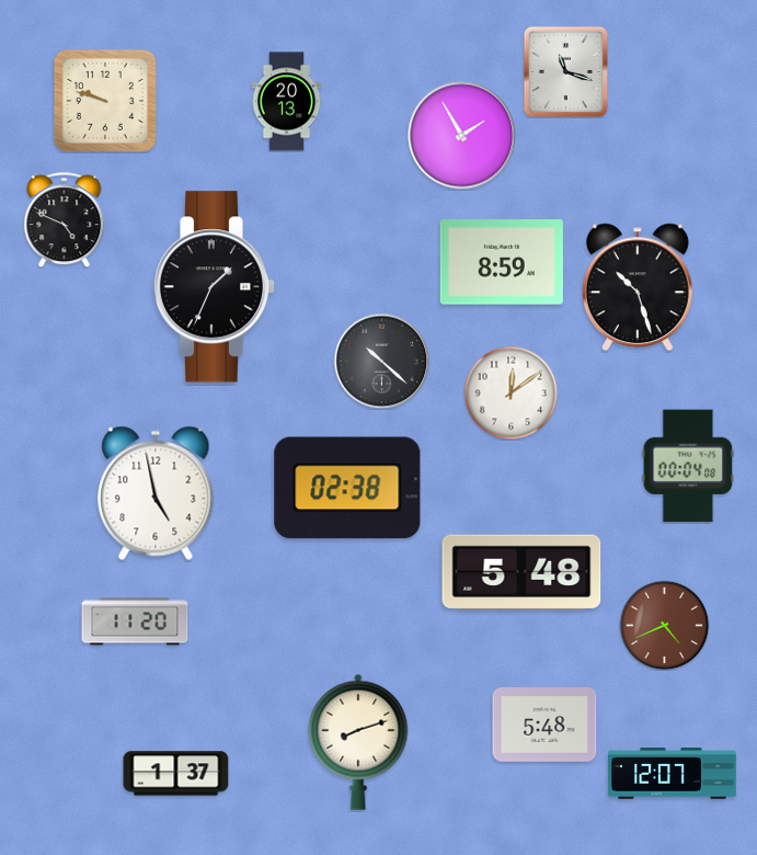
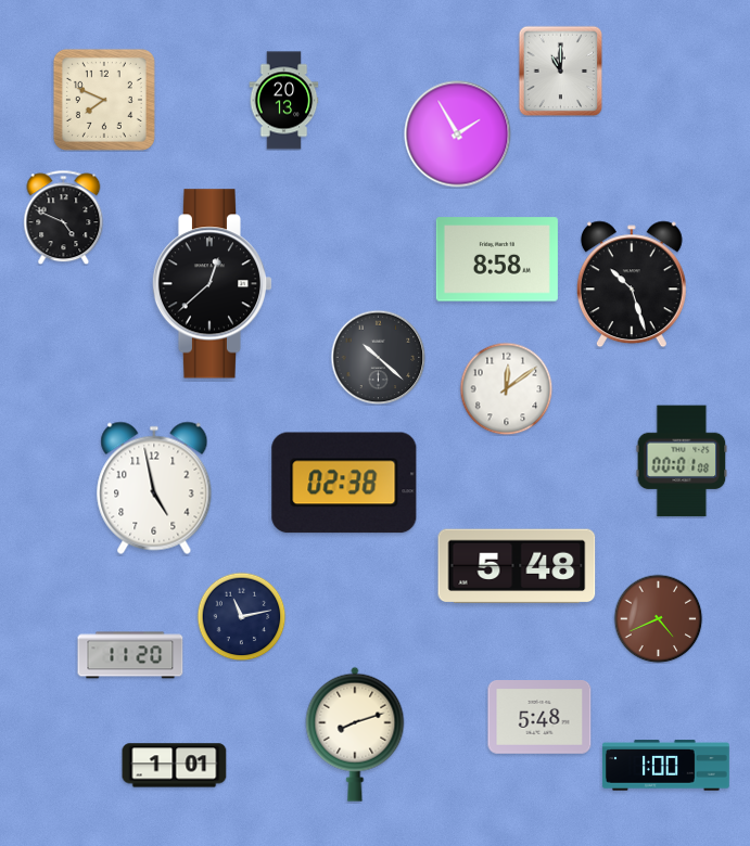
clock at (566, 71): 11:18 -> 11:00
clock at (105, 101): 9:48 -> 7:49
clock at (502, 262): 8:59 -> 8:58
clock at (215, 287): 1:34 -> 12:38
clock at (688, 466): 00:04 -> 00:01
clock at (135, 622) position: (135, 622) -> (130, 655)
clock at (241, 616): none -> 11:13
clock at (176, 774): 1:37 -> 1:01
clock at (672, 774): 12:07 -> 1:00
